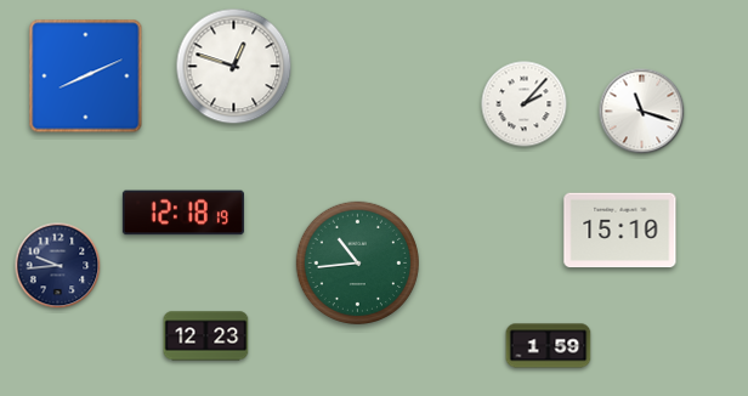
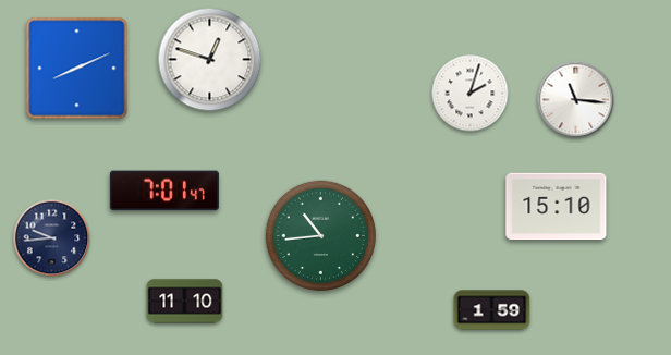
clock at (525, 104): 2:07 -> 2:03
clock at (642, 112): 11:18 -> 11:16
clock at (183, 213): 12:18 -> 7:01
clock at (206, 336): 12:23 -> 11:10
